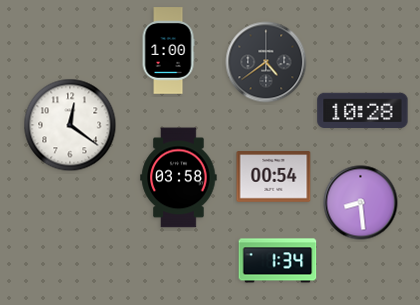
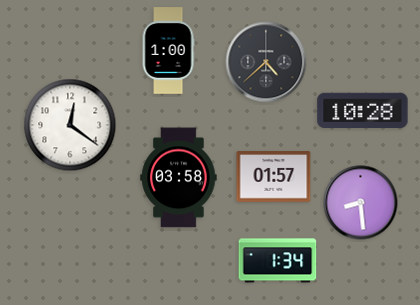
clock at (266, 62): 4:39 -> 4:38
clock at (274, 177): 00:54 -> 01:57
